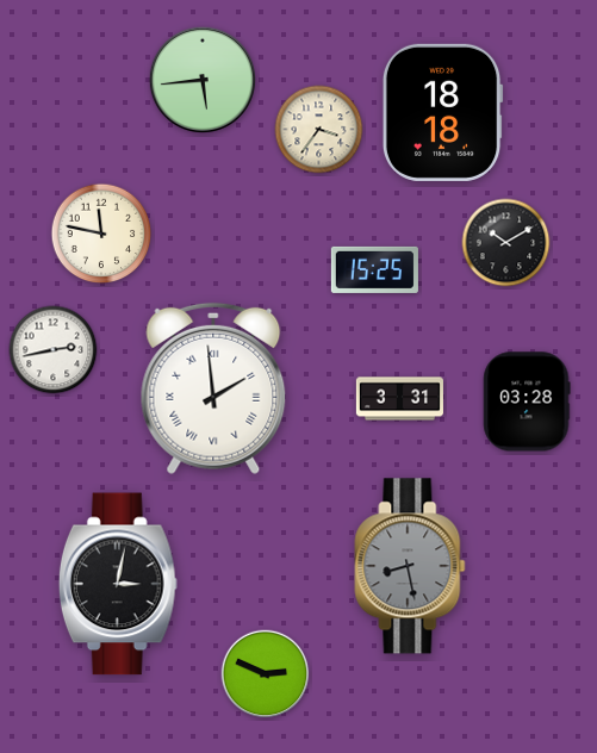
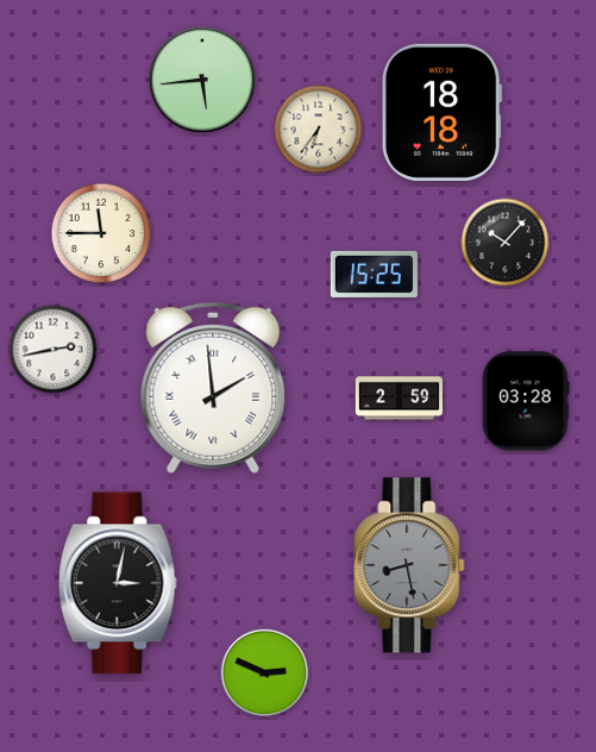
clock at (319, 130): 3:36 -> 6:36
clock at (101, 234): 11:47 -> 11:45
clock at (506, 243): 10:10 -> 10:07
clock at (374, 269) position: (374, 269) -> (374, 274)
clock at (399, 399): 3:31 -> 2:59
